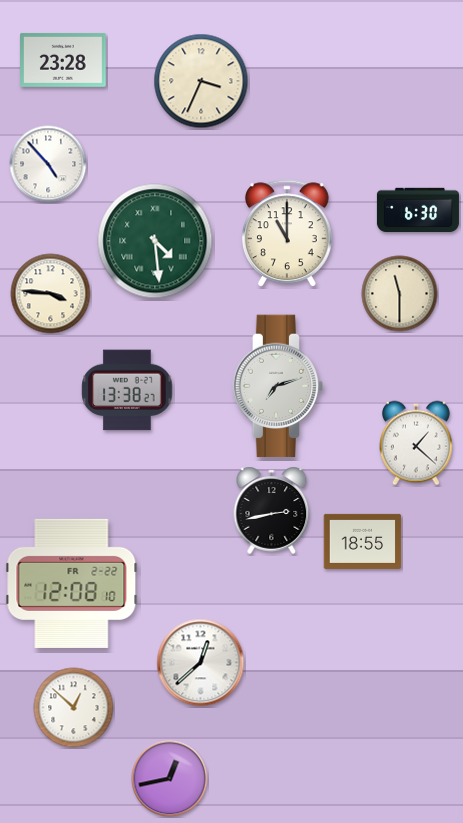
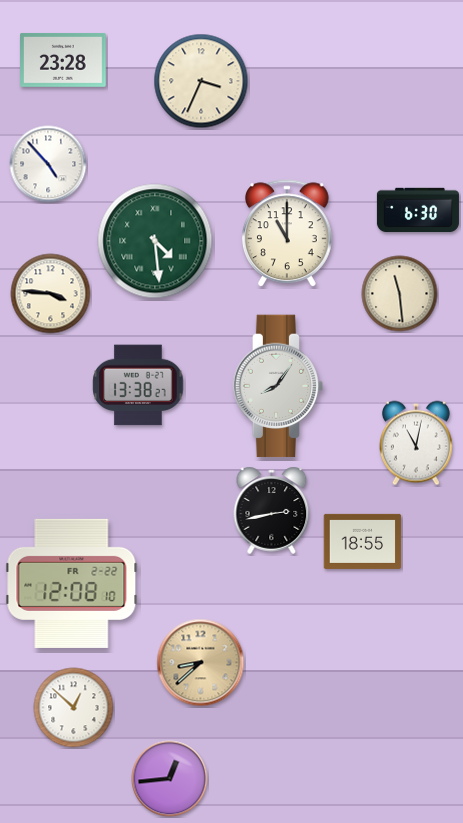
clock at (400, 294): 11:30 -> 11:29
clock at (278, 386): 7:12 -> 8:06
clock at (127, 390) position: (127, 390) -> (138, 385)
clock at (416, 443): 1:22 -> 11:02
clock at (201, 663): 12:38 -> 8:38
clock at (201, 663) dial: white -> champagne
clock at (170, 779): 12:43 -> 12:44
